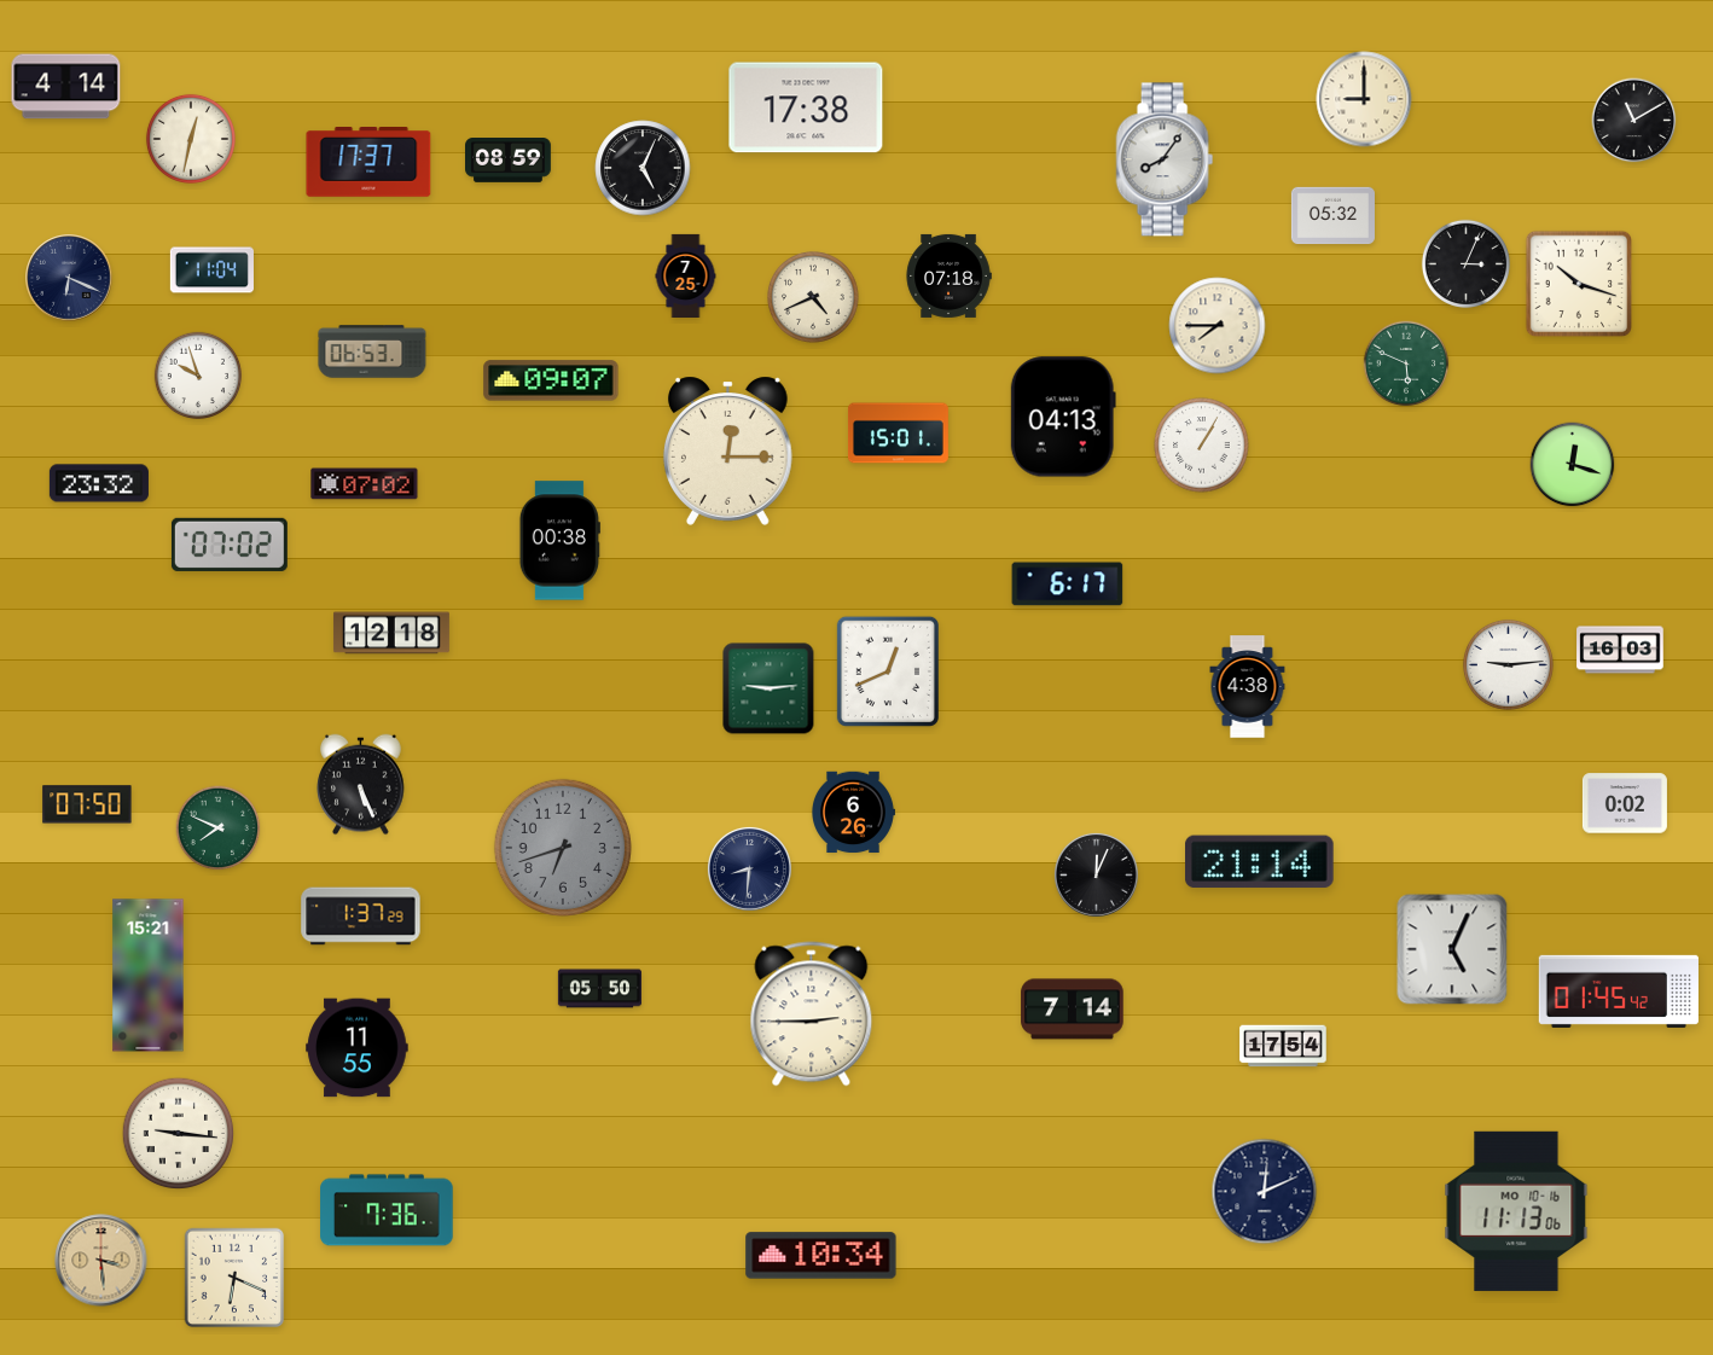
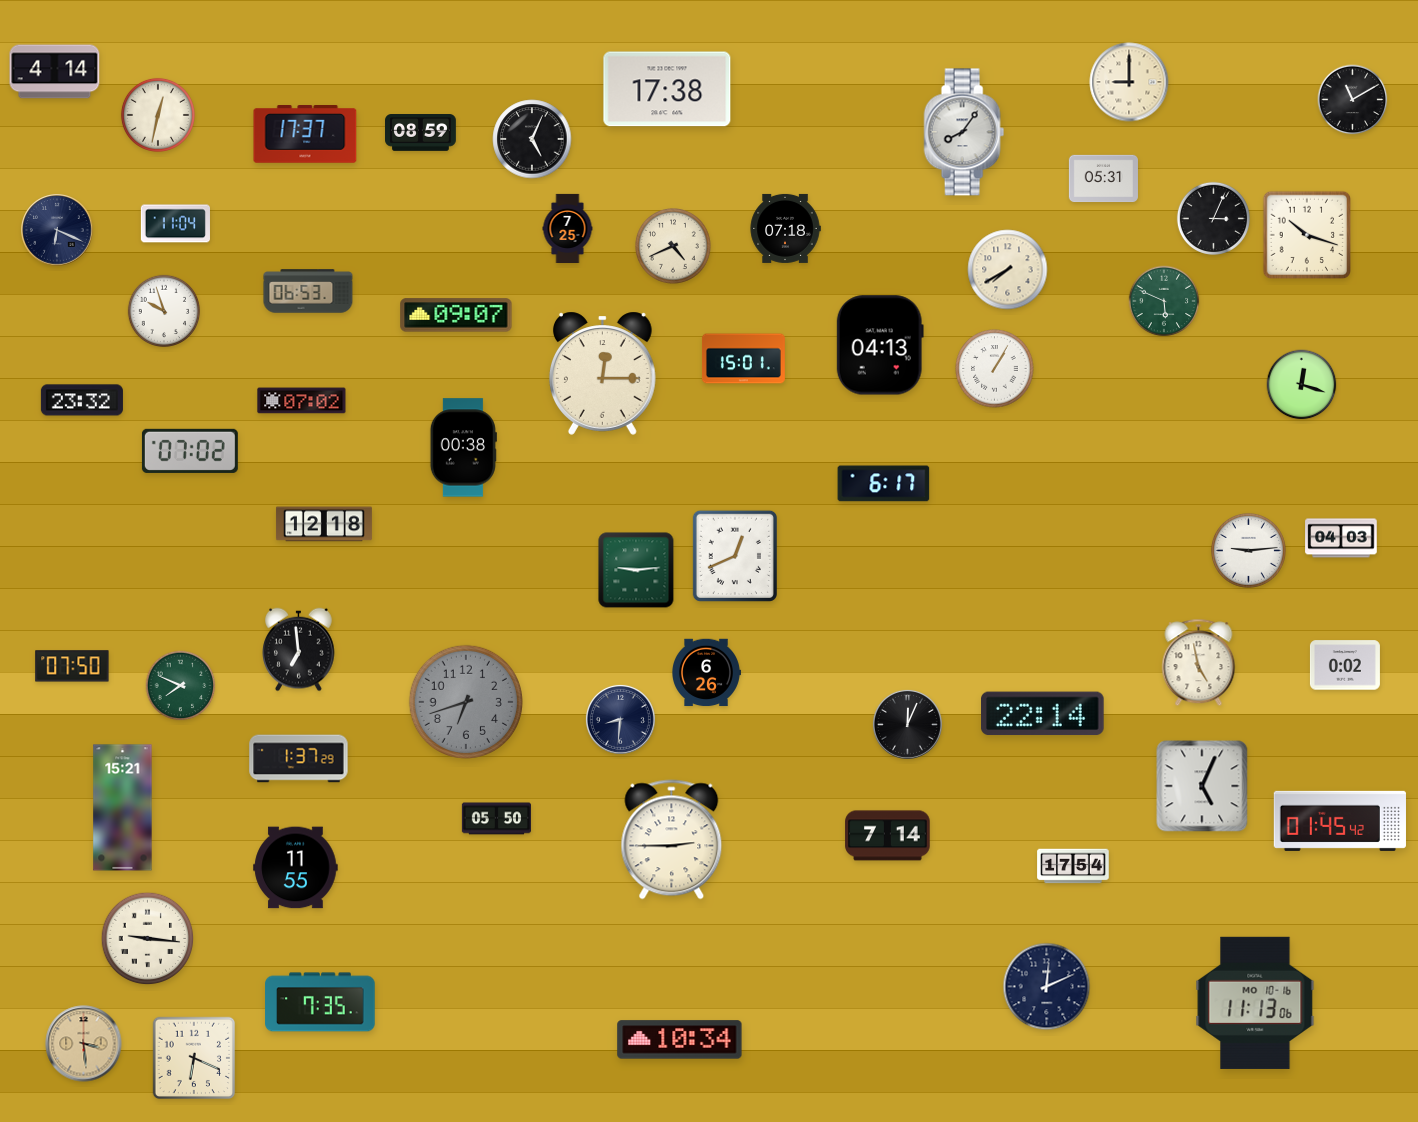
clock at (1332, 216): 05:32 -> 05:31
clock at (1218, 326): 7:45 -> 7:40
clock at (1620, 650): 16:03 -> 04:03
clock at (1248, 687): 4:38 -> none
clock at (361, 785): 5:26 -> 6:59
clock at (1199, 663): none -> 4:58
clock at (1260, 862): 21:14 -> 22:14
clock at (1283, 1046) position: (1283, 1046) -> (1073, 866)
clock at (387, 1210): 7:36 -> 7:35
